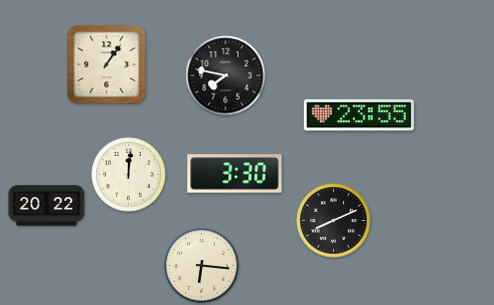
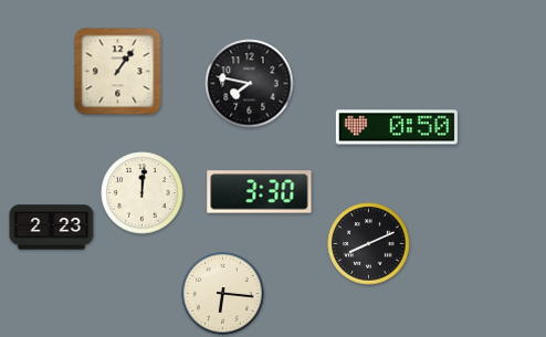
clock at (359, 115): 23:55 -> 0:50
clock at (47, 206): 20:22 -> 2:23
